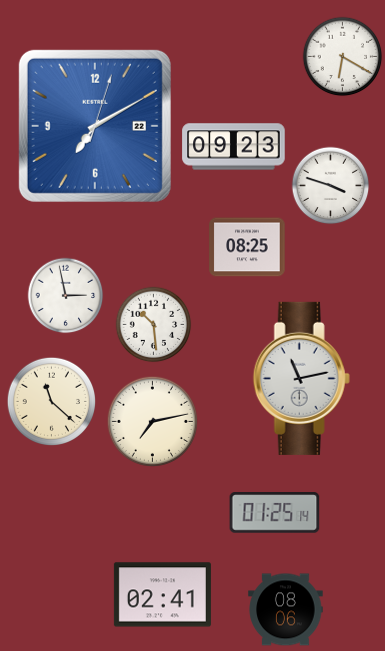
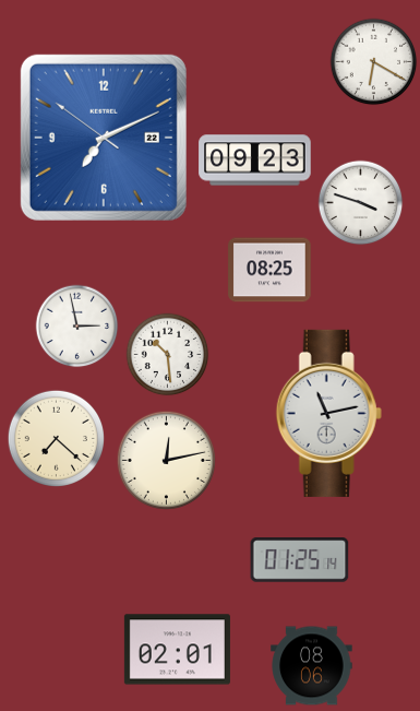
clock at (95, 126): 7:10:03 -> 7:10:51
clock at (66, 296) position: (66, 296) -> (77, 327)
clock at (51, 401): 11:22 -> 7:22
clock at (152, 421): 7:13 -> 12:13
clock at (162, 595): 02:41 -> 02:01
